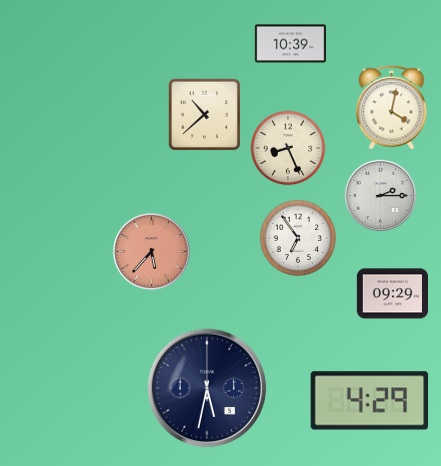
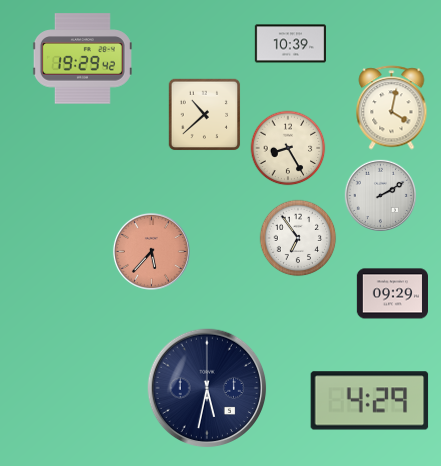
clock at (82, 59): none -> 19:29
clock at (288, 148): 8:26 -> 8:25
clock at (380, 195): 2:15 -> 2:10
